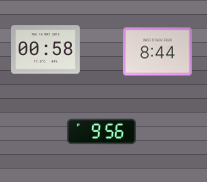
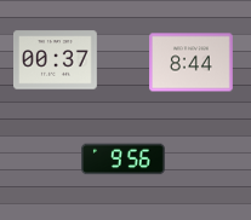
clock at (46, 50): 00:58 -> 00:37
